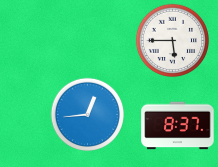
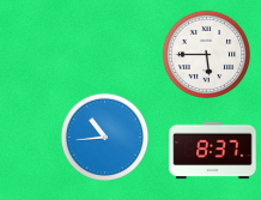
clock at (173, 41) position: (173, 41) -> (207, 55)
clock at (88, 115): 12:44 -> 10:44
